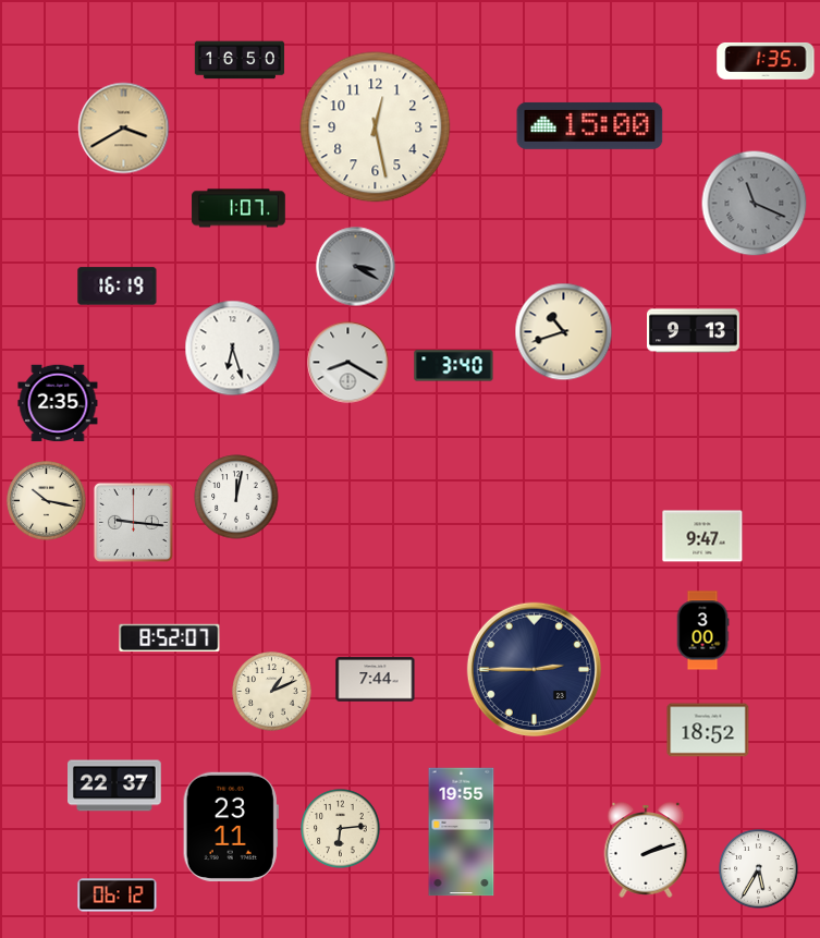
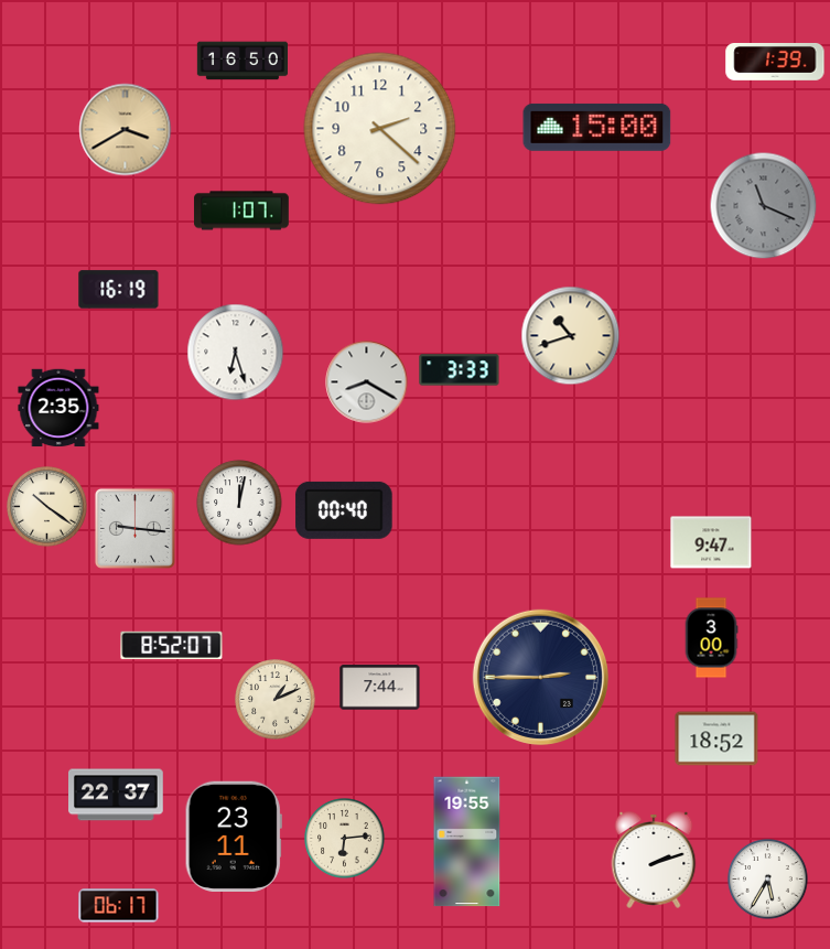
clock at (766, 61): 1:35 -> 1:39
clock at (376, 127): 12:28 -> 2:22
clock at (356, 267): 3:20 -> none
clock at (694, 331): 9:13 -> none
clock at (348, 363) position: (348, 363) -> (367, 382)
clock at (454, 366): 3:40 -> 3:33
clock at (47, 501): 10:17 -> 10:21
clock at (344, 510): none -> 00:40
clock at (118, 896): 06:12 -> 06:17
